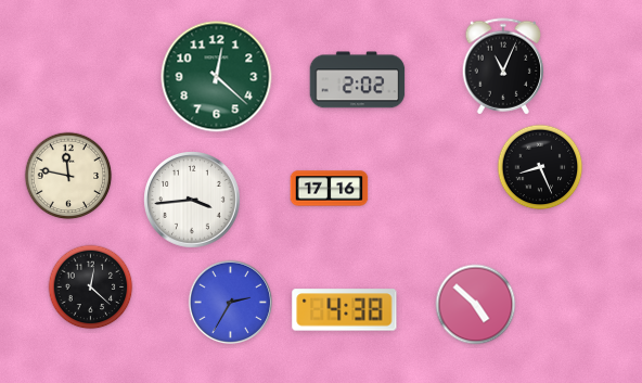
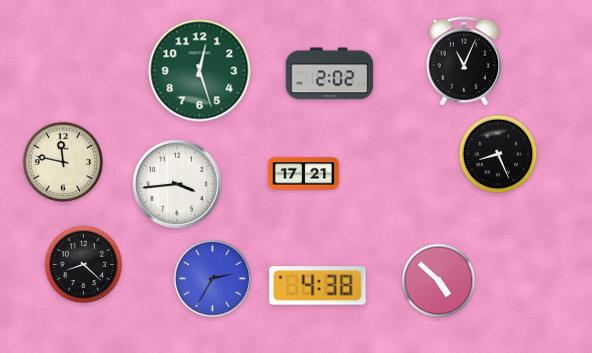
clock at (217, 77): 12:22 -> 12:27
clock at (330, 189): 17:16 -> 17:21
clock at (91, 288): 12:22 -> 8:22
